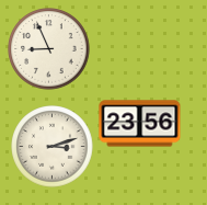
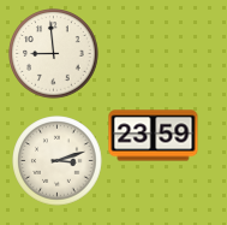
clock at (49, 49): 8:56 -> 8:59
clock at (140, 124): 23:56 -> 23:59
